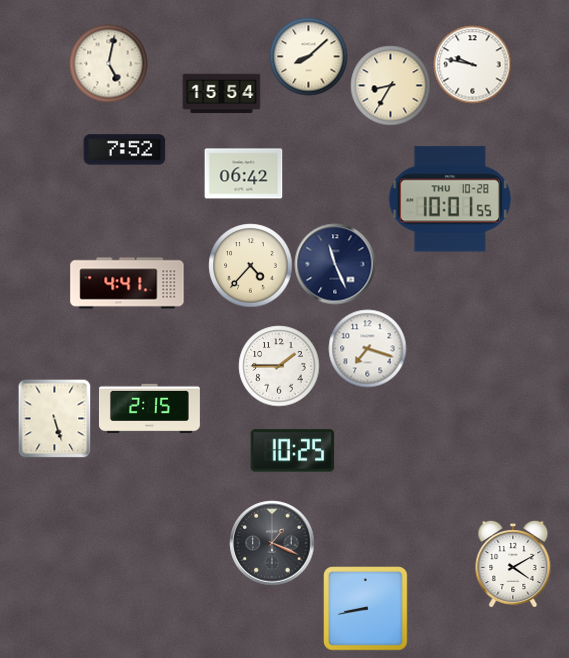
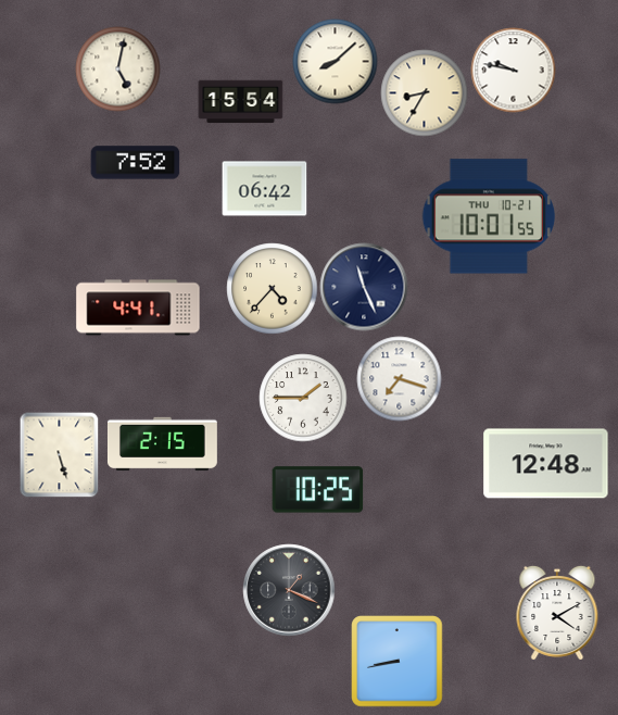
clock at (450, 199) date: THU 10-28 -> THU 10-21
clock at (546, 464): none -> 12:48
clock at (272, 543) position: (272, 543) -> (289, 590)
